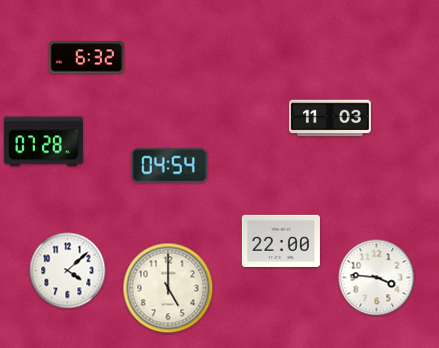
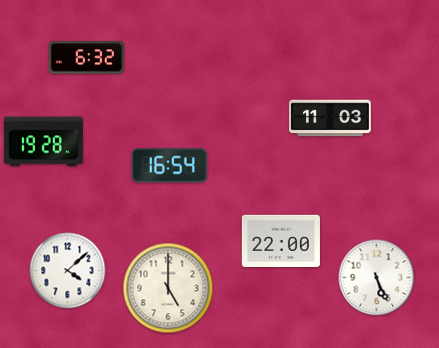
clock at (43, 142): 07:28 -> 19:28
clock at (169, 166): 04:54 -> 16:54
clock at (377, 278): 3:46 -> 5:26
